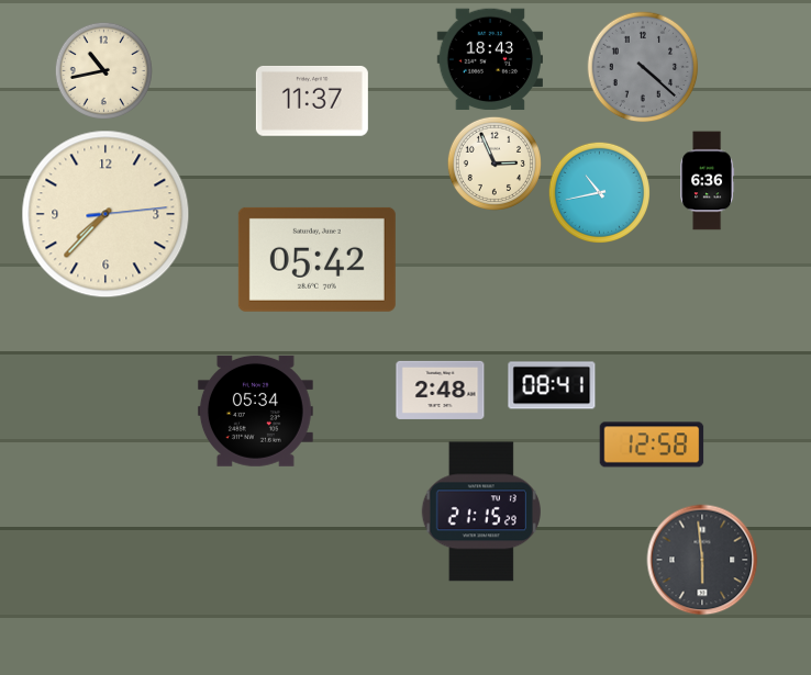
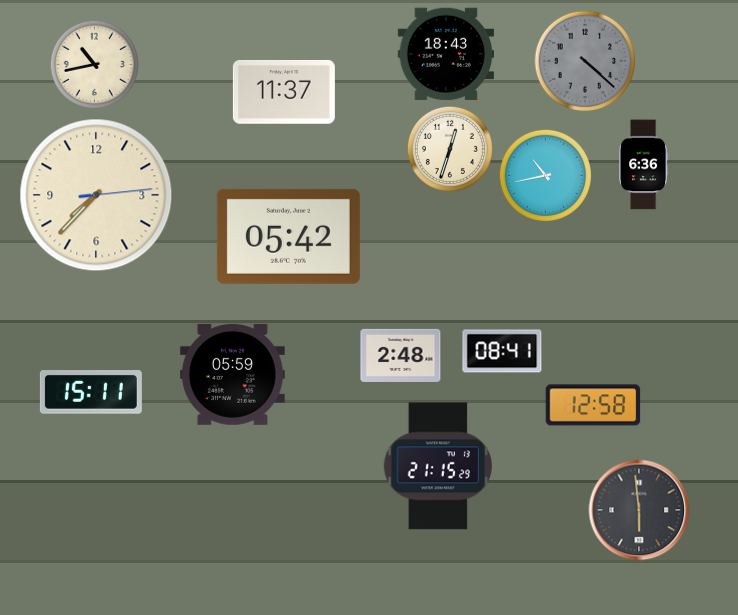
clock at (495, 164): 2:56 -> 12:33
clock at (255, 410): 05:34 -> 05:59
clock at (91, 393): none -> 15:11
